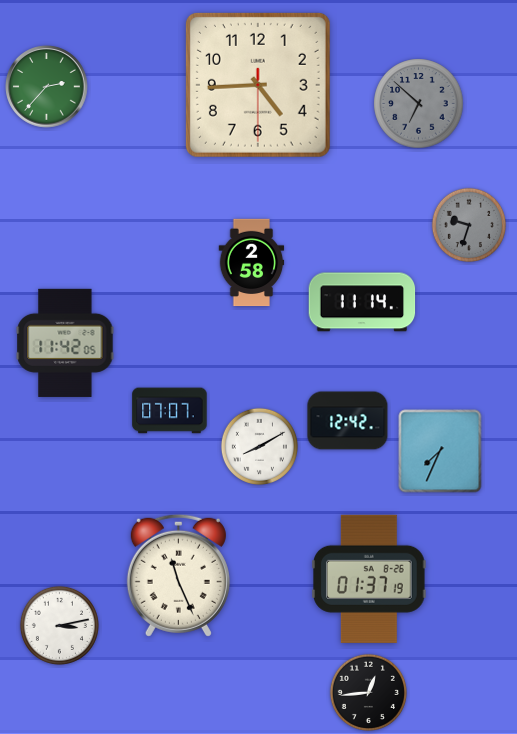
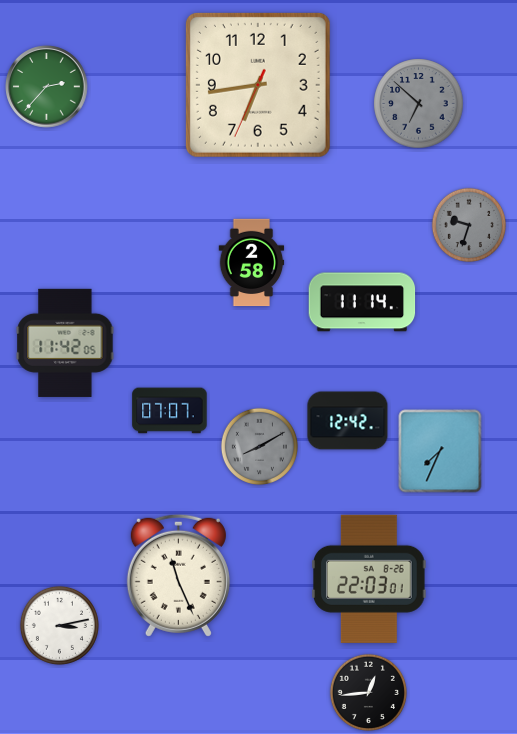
clock at (258, 85): 4:44 -> 6:43
clock at (259, 446) dial: white -> grey
clock at (369, 579): 01:37 -> 22:03
